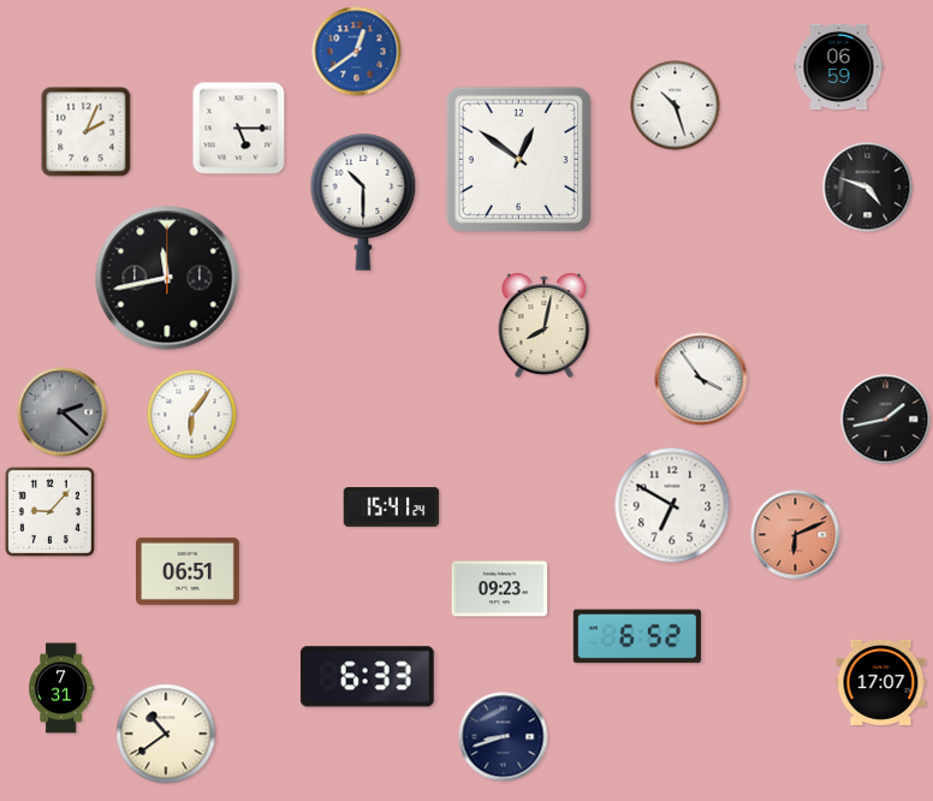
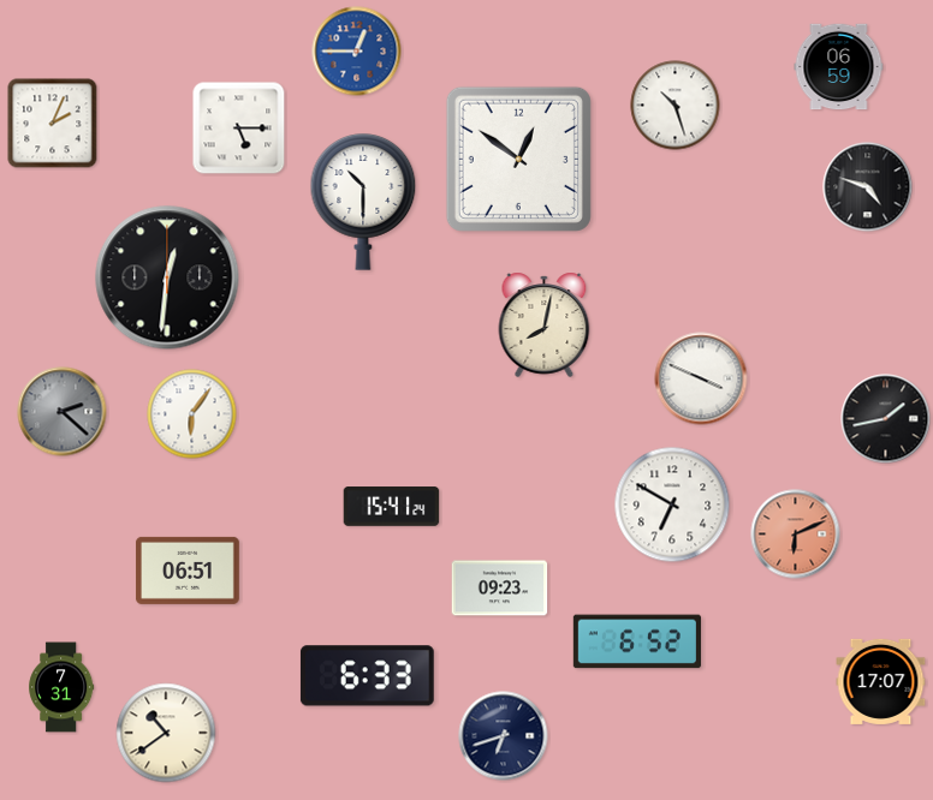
clock at (357, 52): 12:39 -> 12:45
clock at (87, 132) position: (87, 132) -> (53, 124)
clock at (167, 278): 11:43 -> 12:31
clock at (701, 379): 3:54 -> 3:49
clock at (49, 511): 9:07 -> none
clock at (637, 636) position: (637, 636) -> (637, 641)
clock at (504, 737): 8:42 -> 6:42
